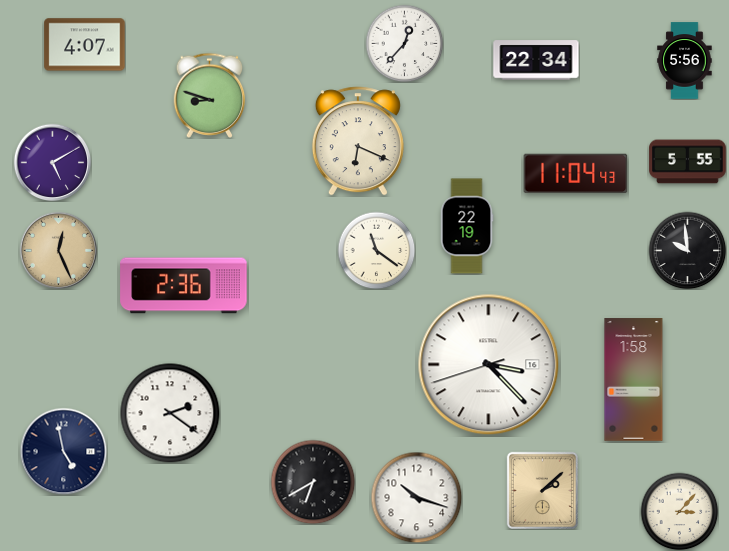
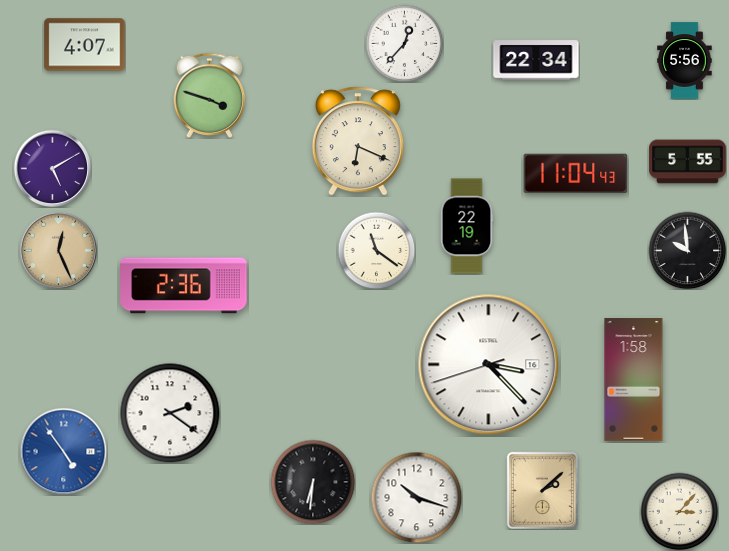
clock at (210, 95): 8:48 -> 3:48
clock at (52, 162) position: (52, 162) -> (52, 168)
clock at (63, 451): 4:58 -> 4:54
clock at (63, 451) dial: navy -> blue
clock at (313, 482): 6:40 -> 6:31
